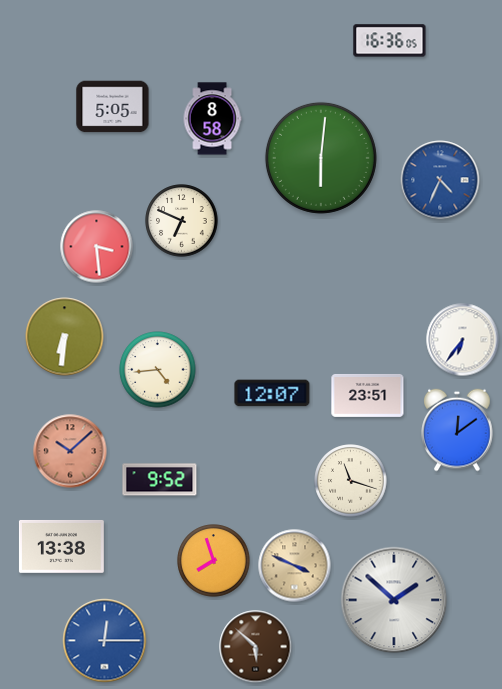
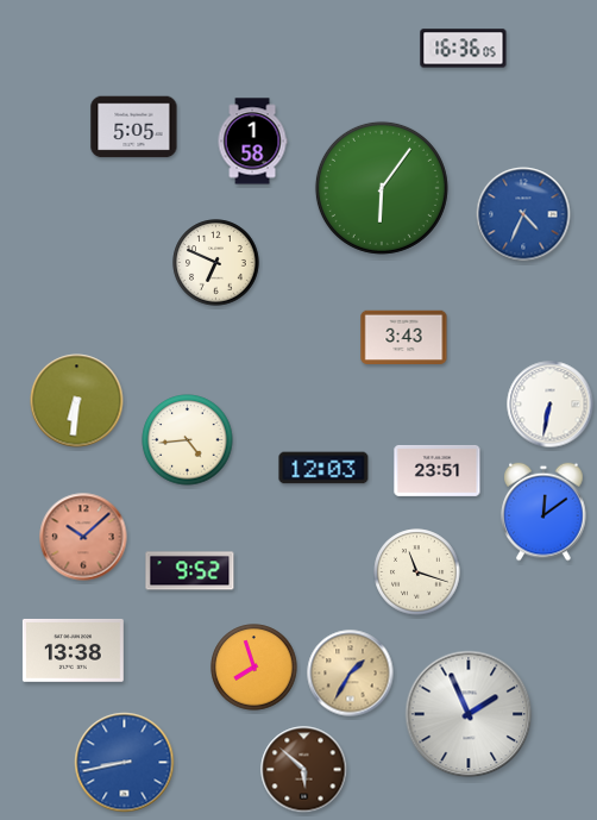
clock at (212, 119): 8:58 -> 1:58
clock at (321, 158): 6:01 -> 6:06
clock at (97, 247): 3:29 -> none
clock at (404, 338): none -> 3:43
clock at (463, 340): 6:36 -> 6:32
clock at (272, 393): 12:07 -> 12:03
clock at (295, 566): 3:49 -> 1:35
clock at (394, 600): 1:52 -> 1:56
clock at (105, 641): 12:15 -> 8:43
